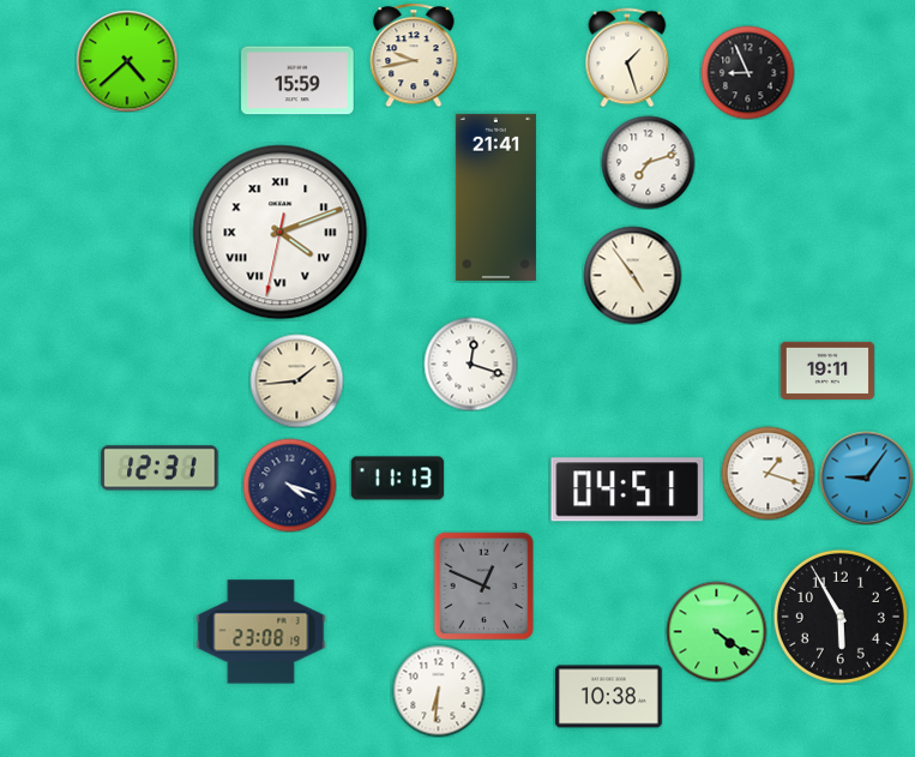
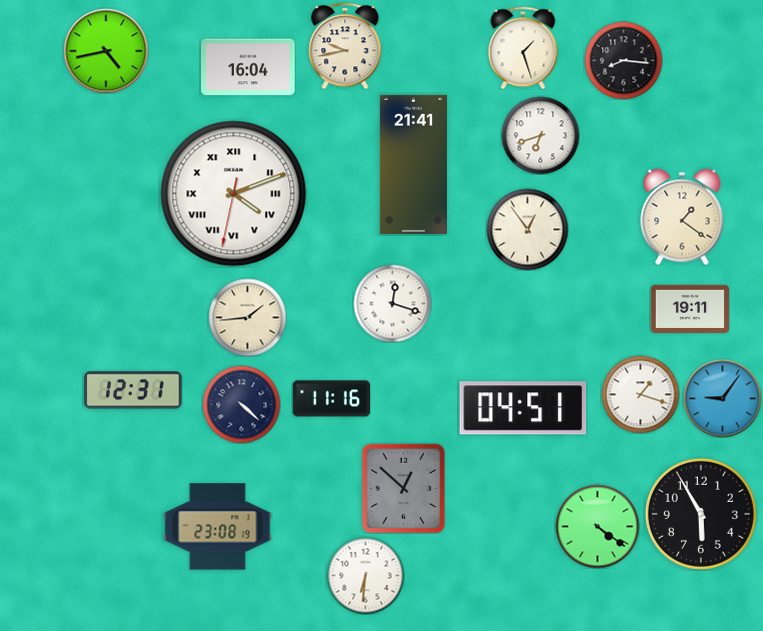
clock at (127, 61): 4:38 -> 4:43
clock at (747, 72): 8:56 -> 8:16
clock at (297, 80): 15:59 -> 16:04
clock at (648, 162): 7:12 -> 6:42
clock at (682, 217): none -> 1:21
clock at (632, 275): 4:54 -> 12:54
clock at (397, 479): 11:13 -> 11:16
clock at (289, 485): 4:18 -> 4:22
clock at (484, 585): 12:49 -> 12:52
clock at (608, 697): 10:38 -> none
